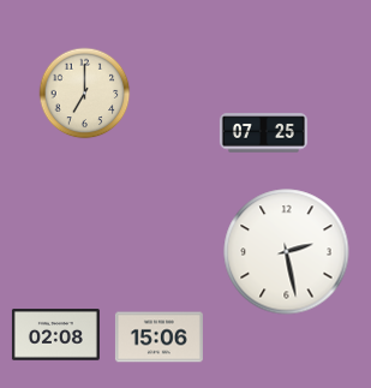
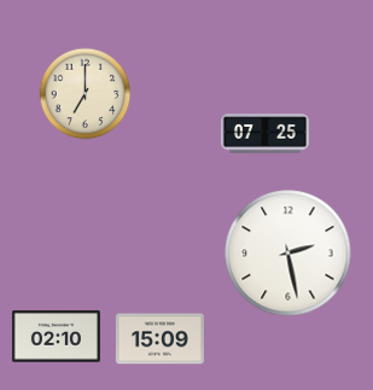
clock at (55, 335): 02:08 -> 02:10
clock at (158, 338): 15:06 -> 15:09
